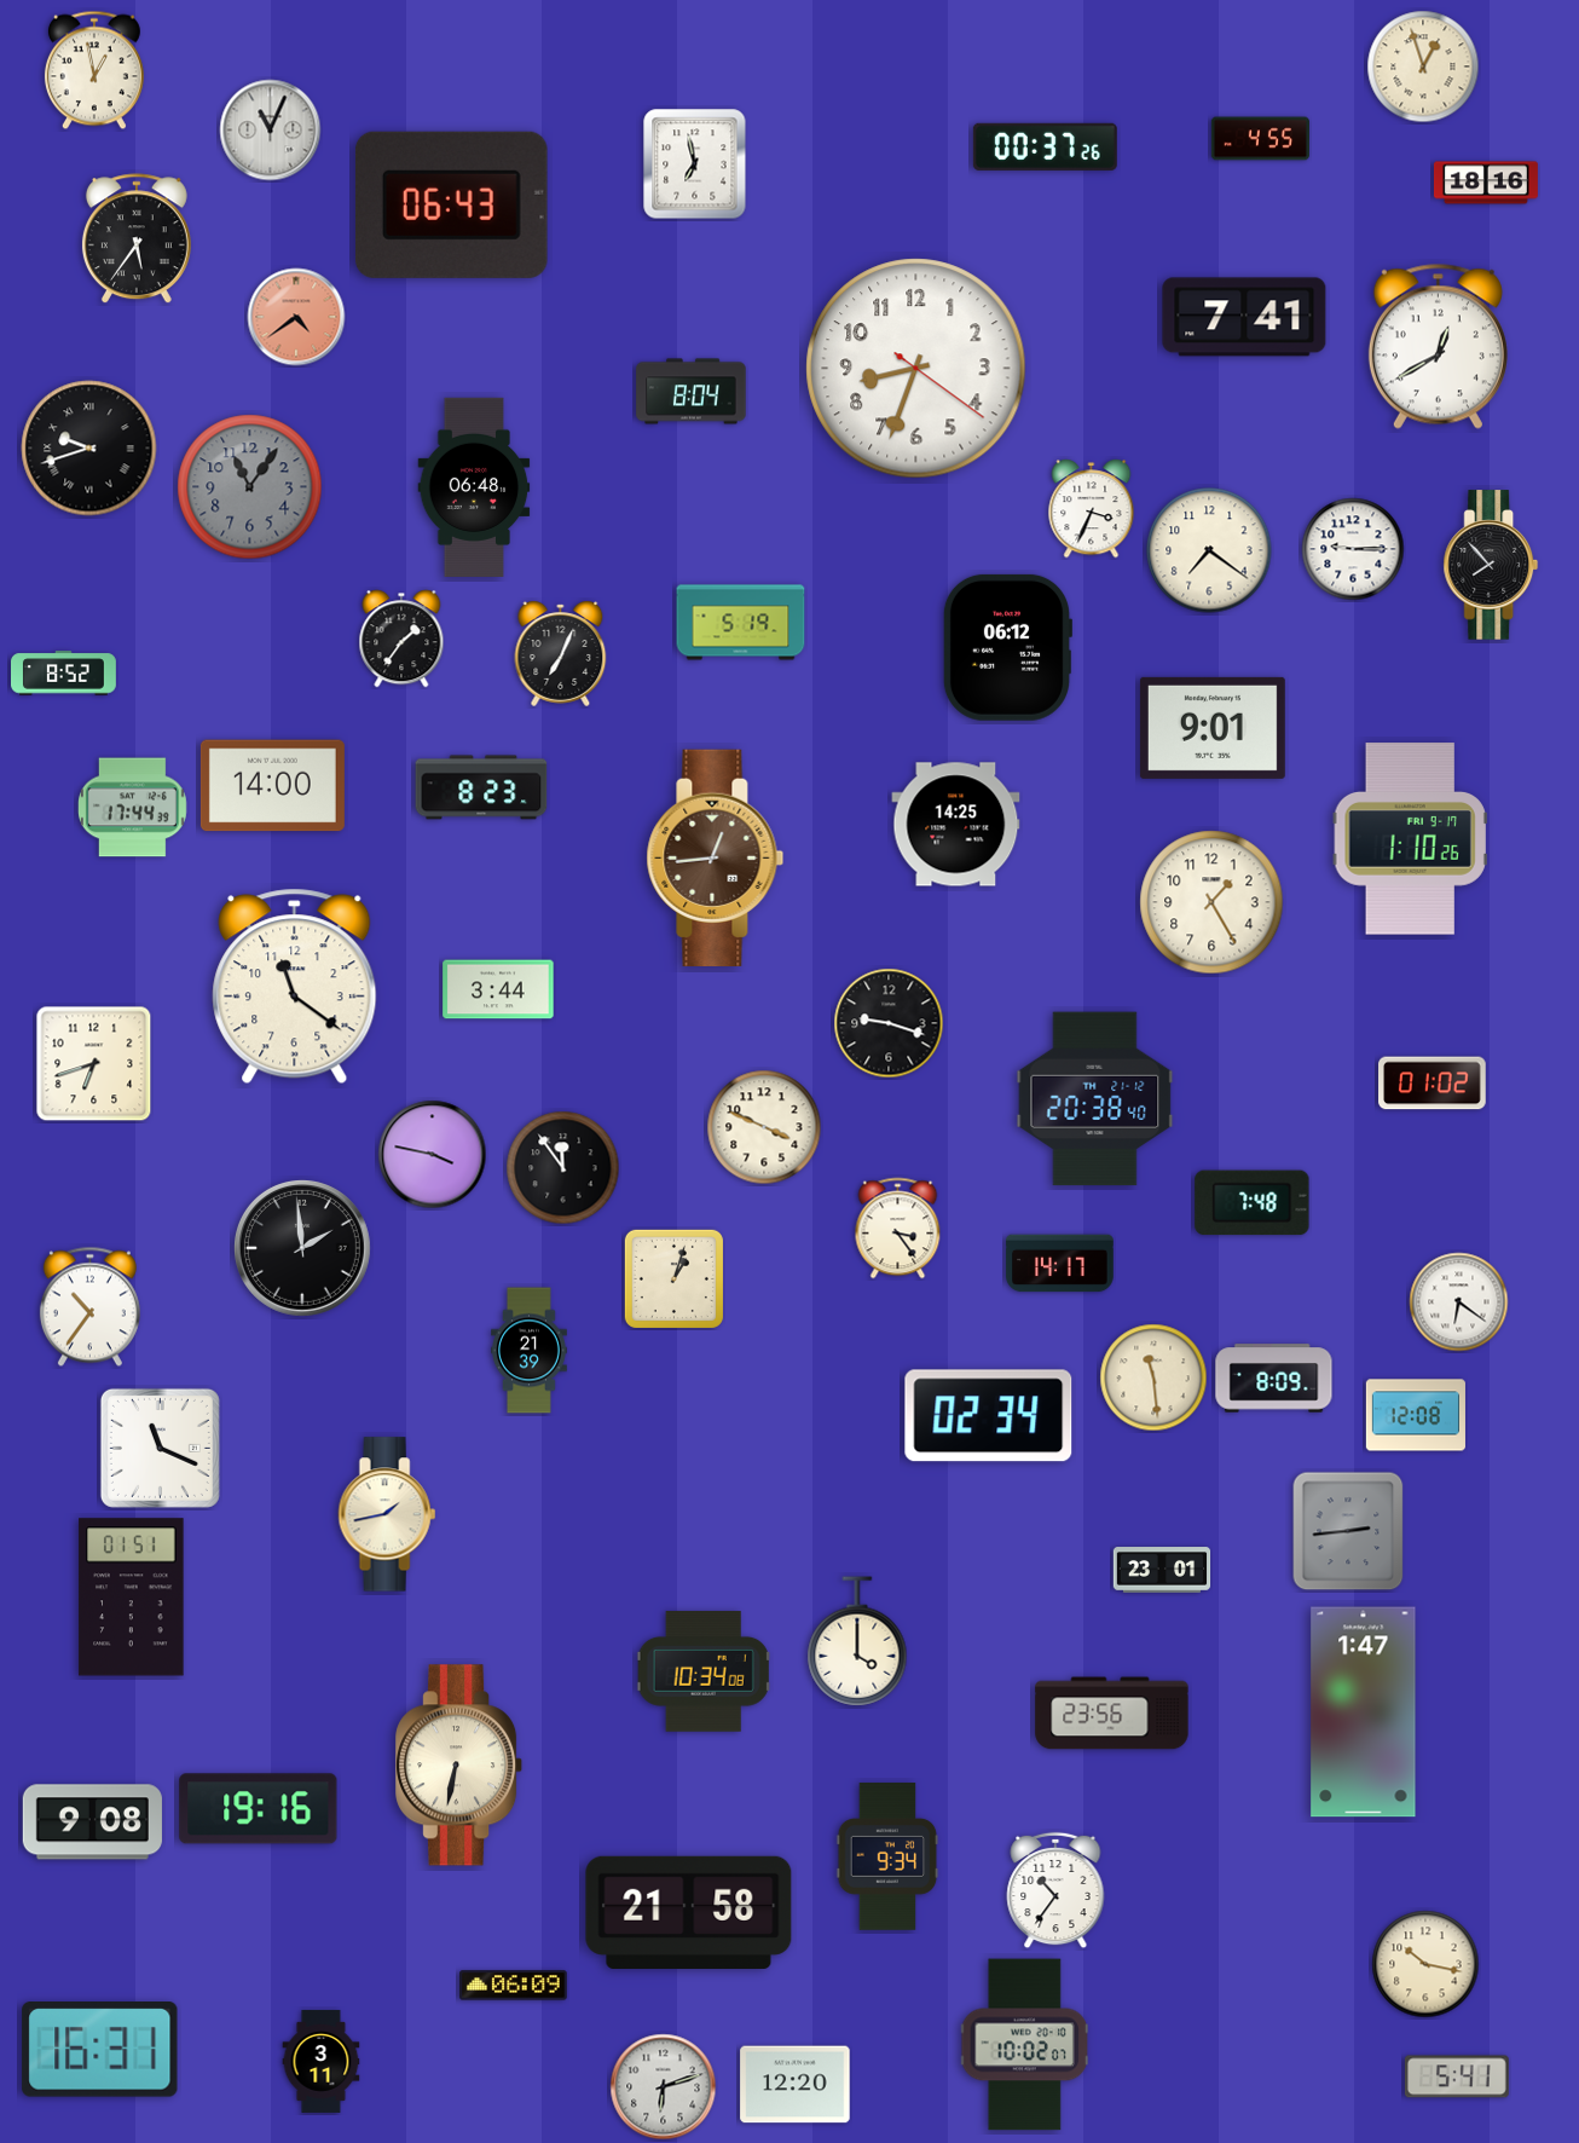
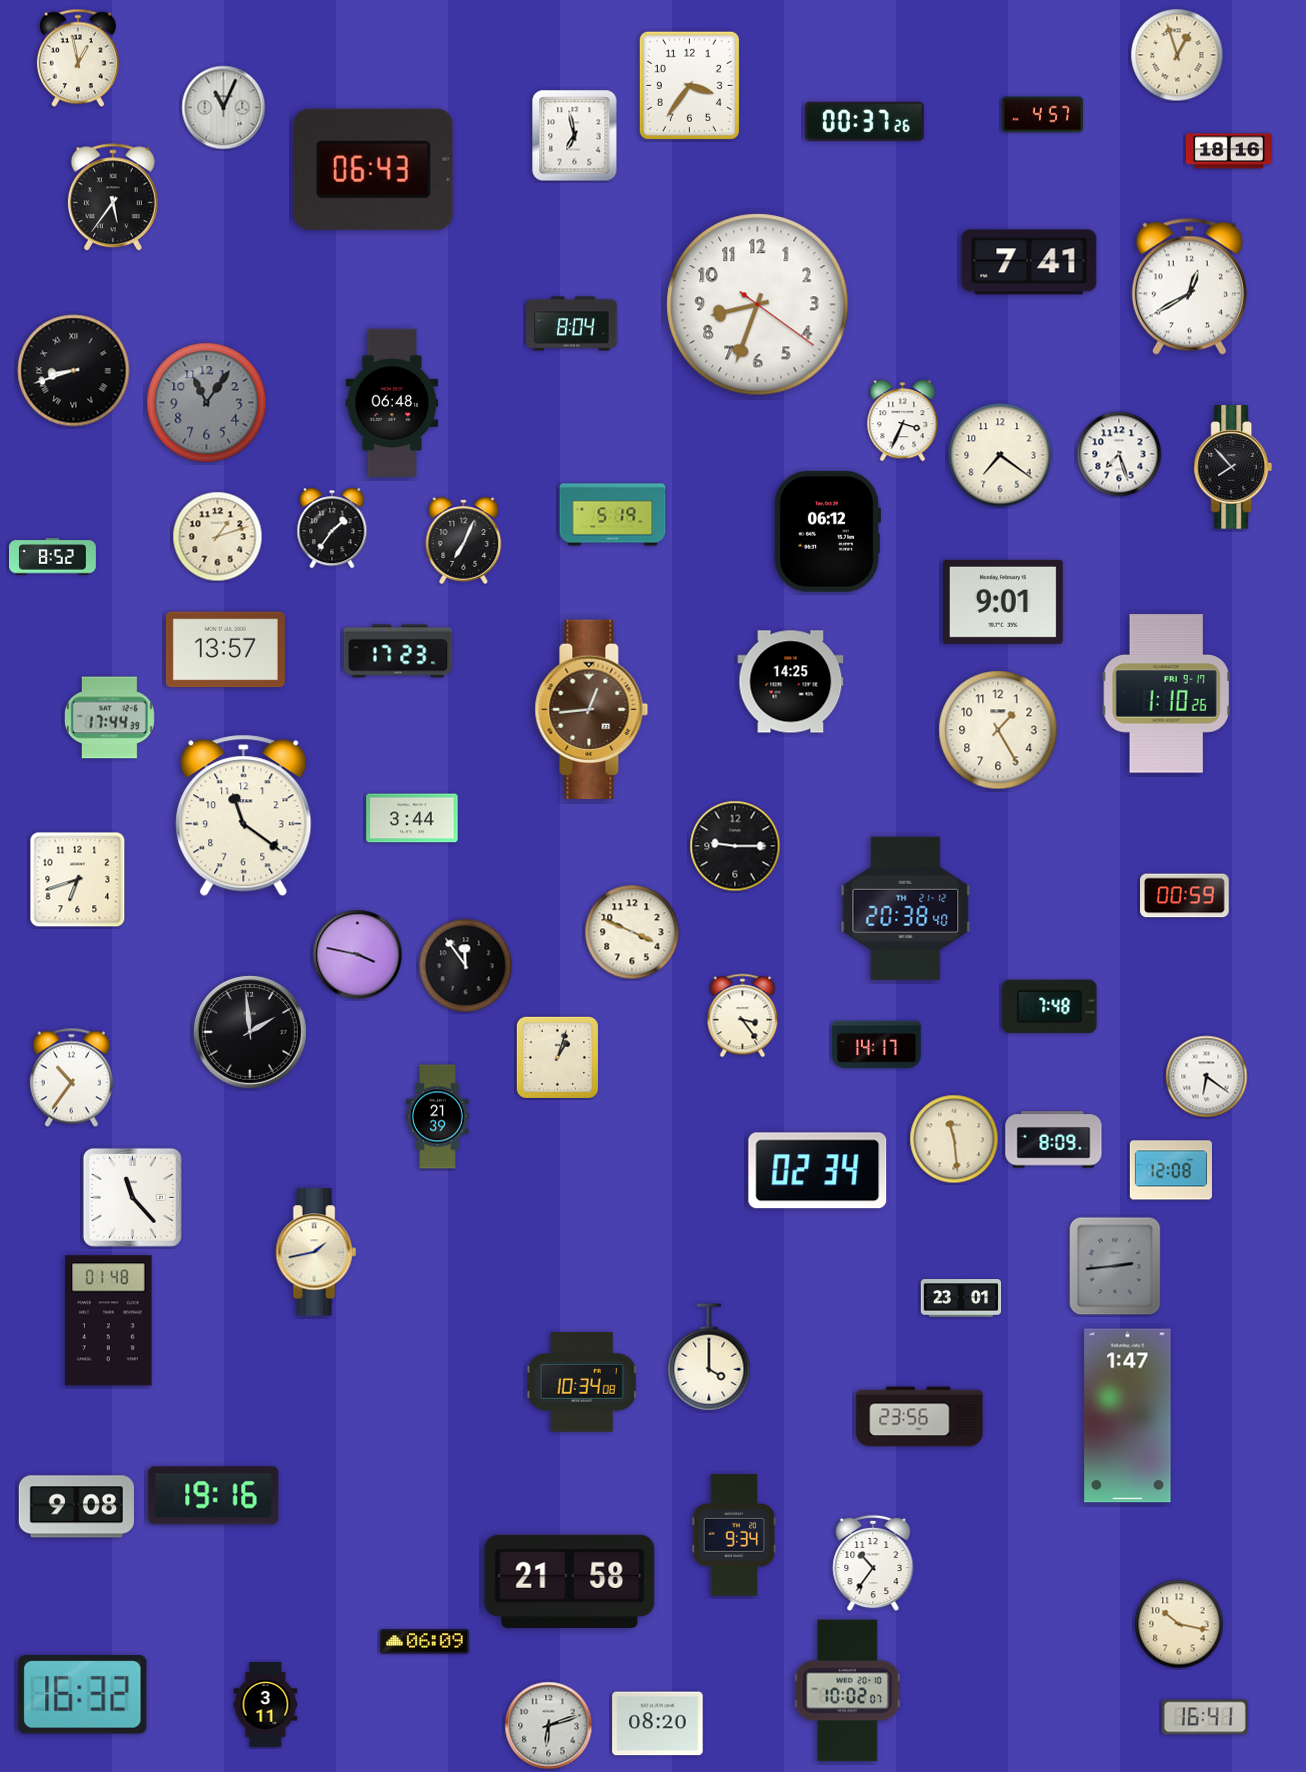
clock at (689, 85): none -> 3:36
clock at (1260, 139): 4:55 -> 4:57
clock at (296, 317): 4:39 -> none
clock at (89, 449): 9:42 -> 8:42
clock at (1353, 549): 9:15 -> 7:27
clock at (1006, 647) position: (1006, 647) -> (826, 531)
clock at (218, 537): none -> 1:12
clock at (272, 786): 14:00 -> 13:57
clock at (481, 787): 8:23 -> 17:23
clock at (132, 808) position: (132, 808) -> (109, 718)
clock at (1211, 902) position: (1211, 902) -> (998, 730)
clock at (889, 1023): 9:18 -> 9:15
clock at (1433, 1084): 01:02 -> 00:59
clock at (1253, 1203) position: (1253, 1203) -> (1050, 1007)
clock at (89, 1307) position: (89, 1307) -> (71, 1078)
clock at (160, 1448): 11:19 -> 11:23
clock at (387, 1514) position: (387, 1514) -> (316, 1252)
clock at (132, 1598): 01:51 -> 01:48
clock at (459, 1766): 6:32 -> none
clock at (100, 2050): 16:31 -> 16:32
clock at (1457, 2076): 5:41 -> 16:41
clock at (796, 2085): 12:20 -> 08:20
